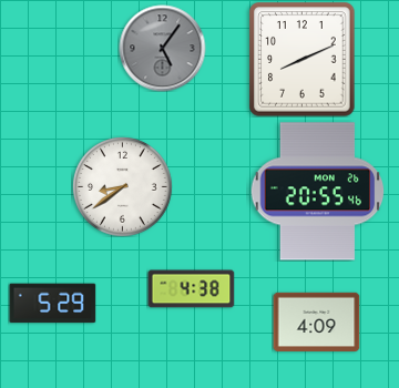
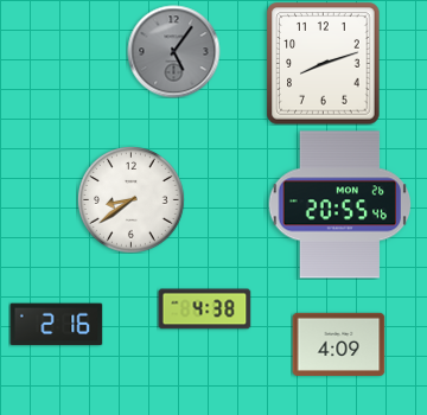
clock at (303, 59): 8:11 -> 8:12
clock at (52, 304): 5:29 -> 2:16
